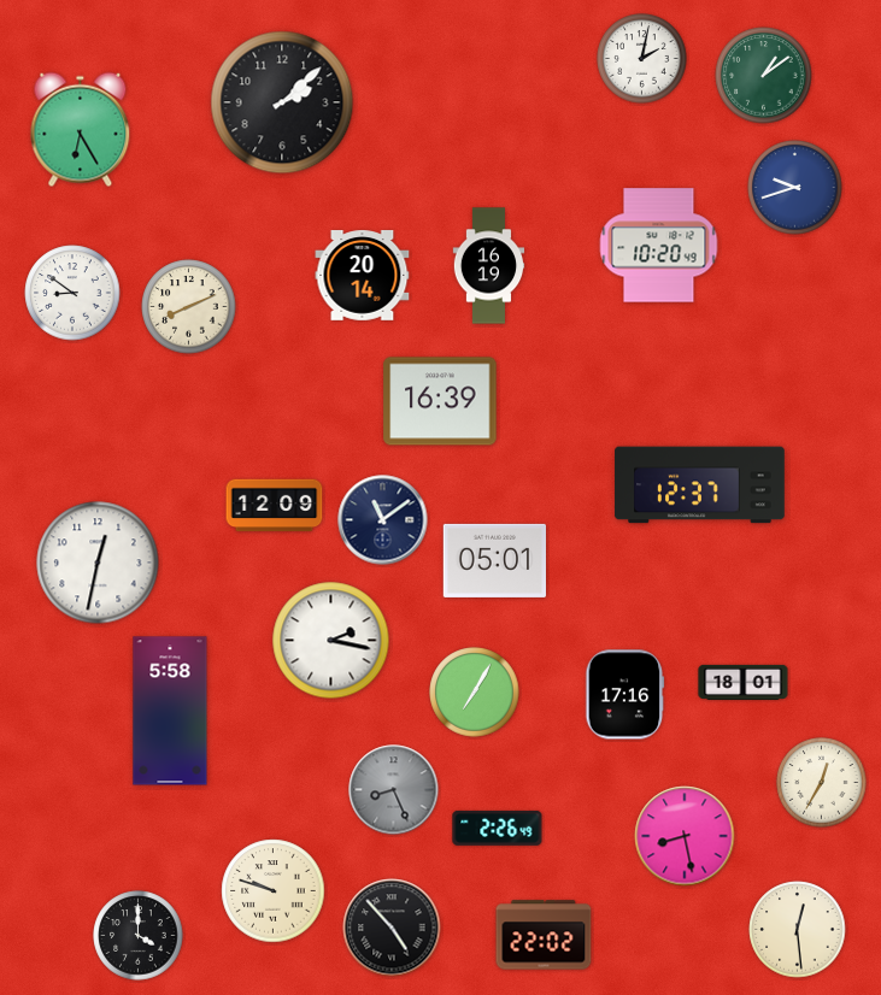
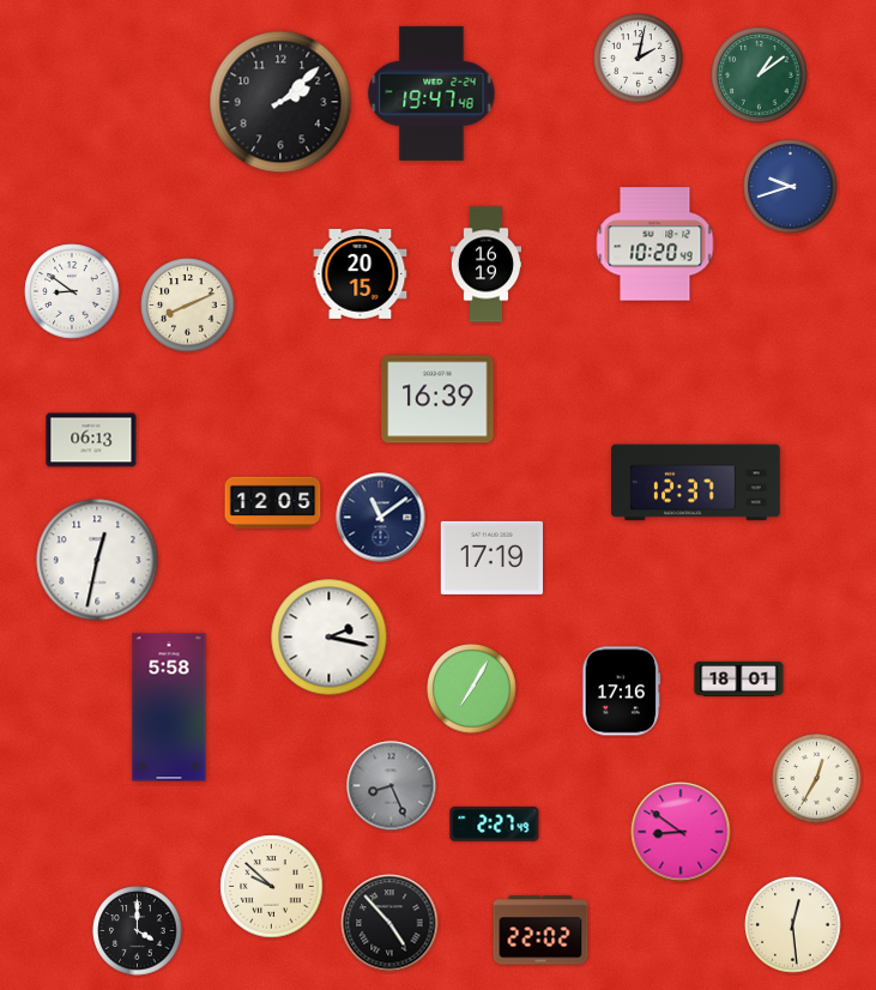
clock at (431, 93): none -> 19:47
clock at (81, 130): 6:25 -> none
clock at (363, 276): 20:14 -> 20:15
clock at (91, 440): none -> 06:13
clock at (275, 506): 12:09 -> 12:05
clock at (494, 560): 05:01 -> 17:19
clock at (498, 828): 2:26 -> 2:27
clock at (685, 836): 8:28 -> 8:51
clock at (274, 891): 9:48 -> 9:52
